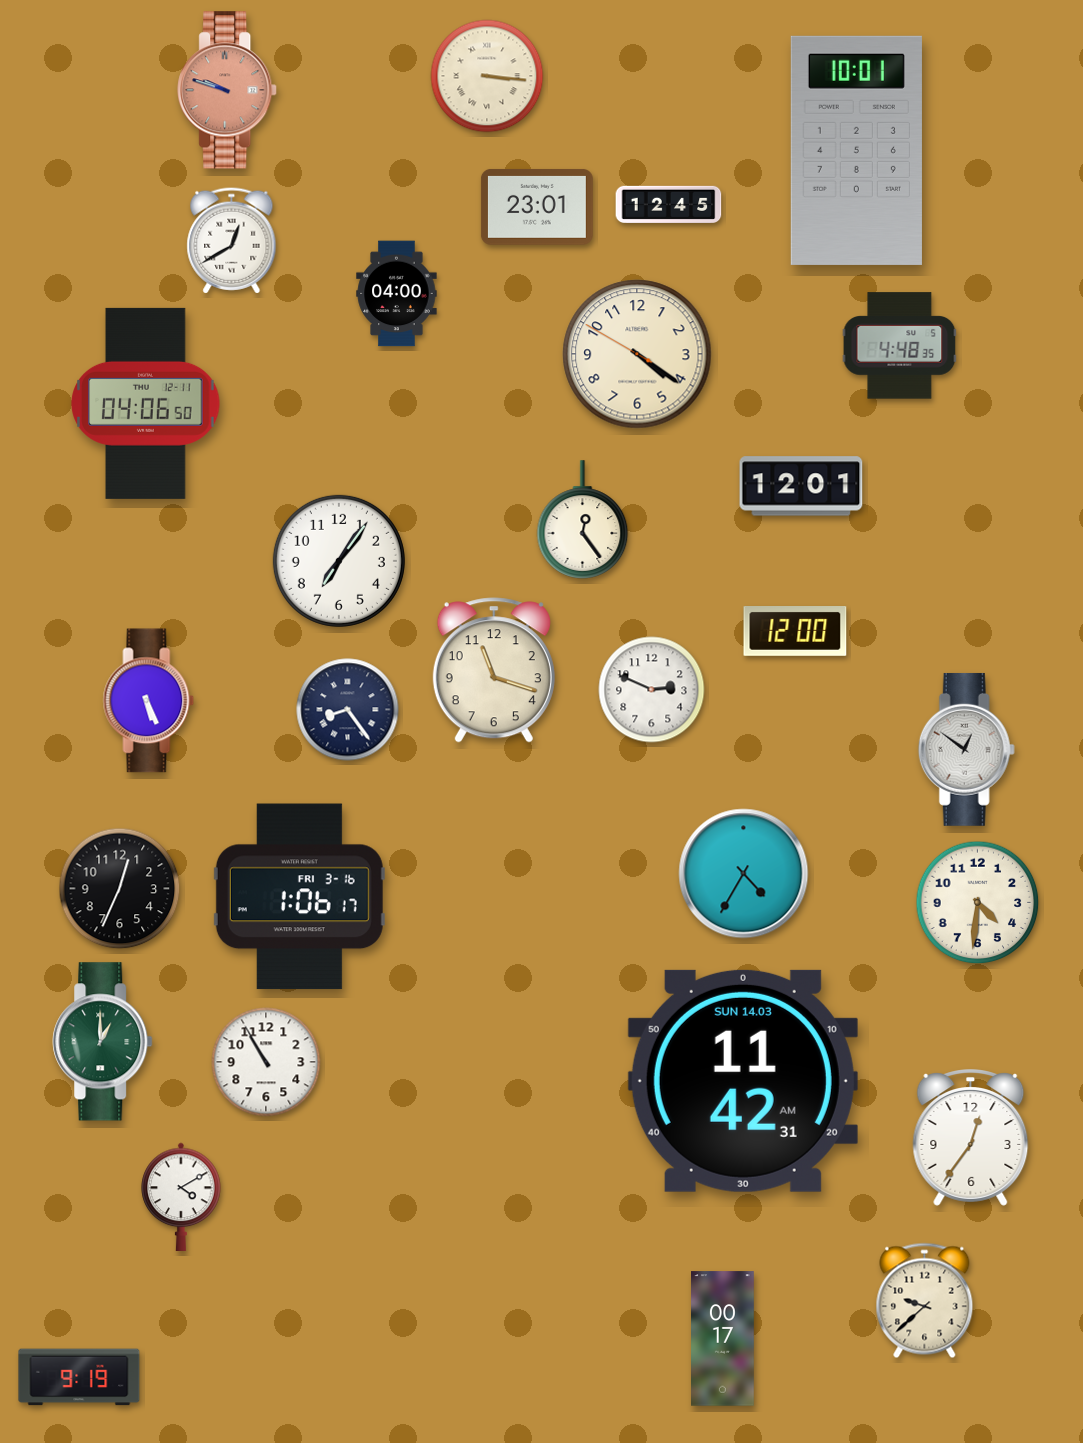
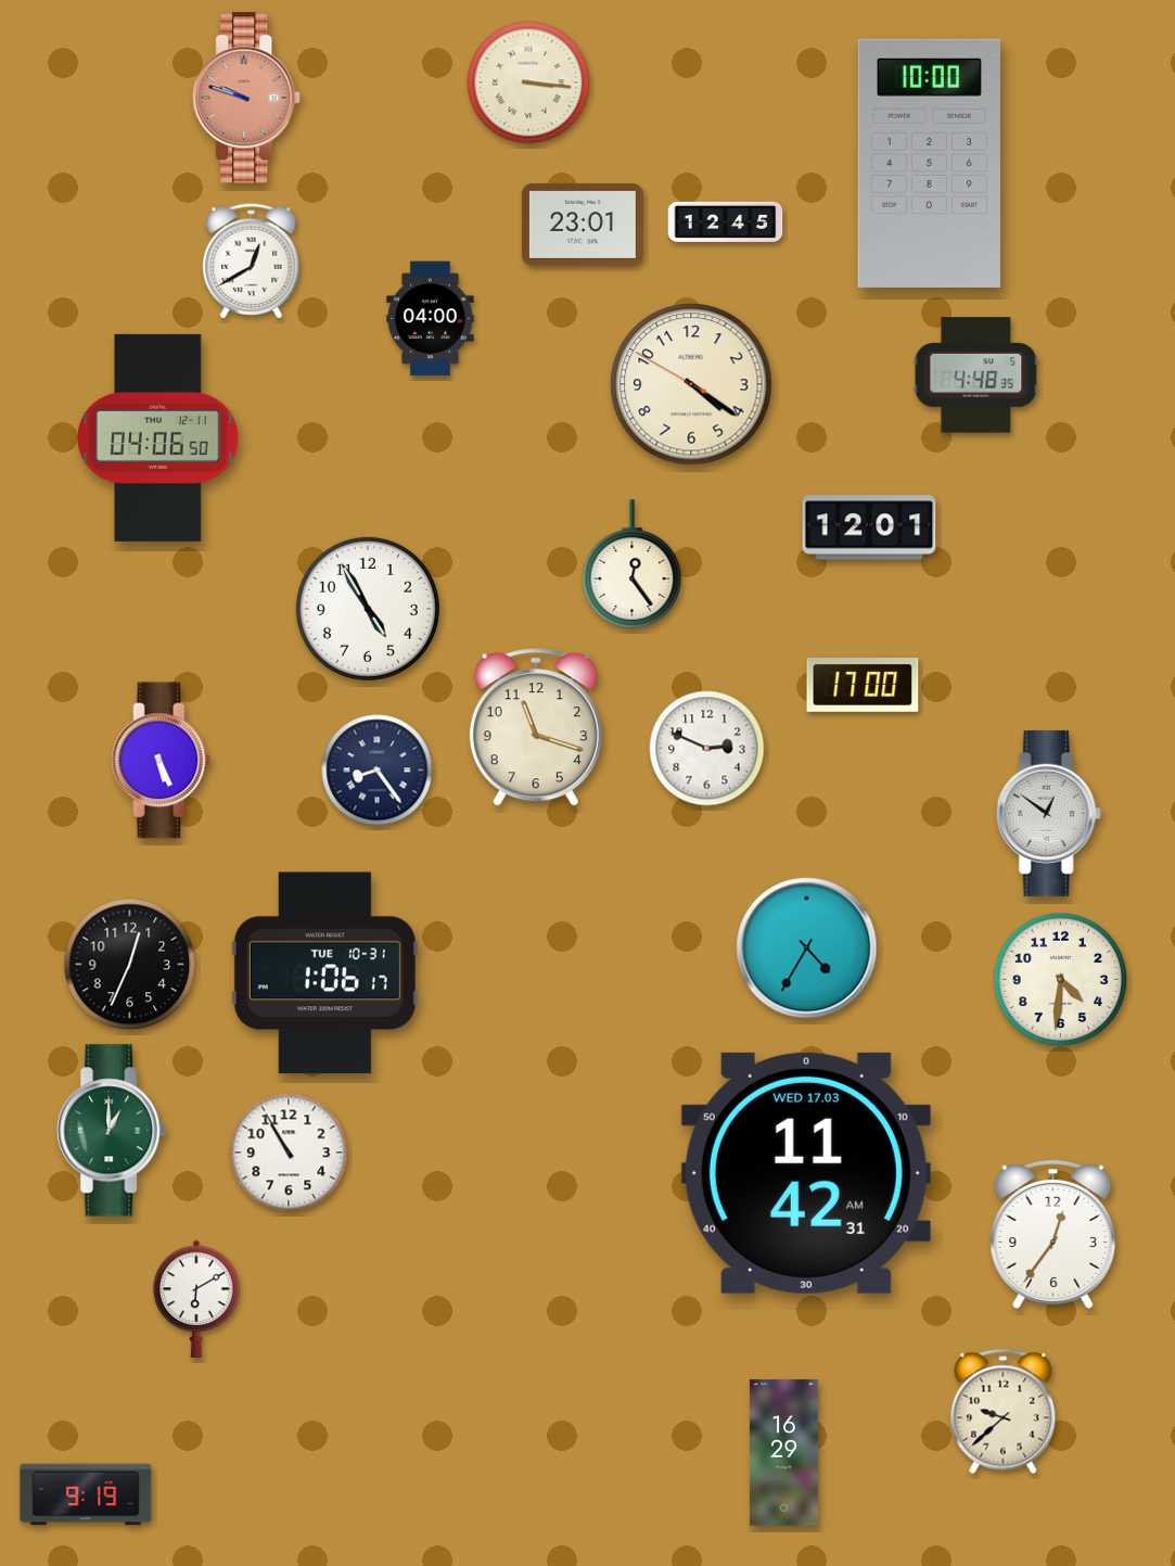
clock at (856, 150): 10:01 -> 10:00
clock at (339, 561): 7:06 -> 4:55
clock at (795, 632): 12:00 -> 17:00
clock at (299, 897) date: FRI 3-16 -> TUE 10-31
clock at (743, 1081) date: SUN 14.03 -> WED 17.03
clock at (181, 1196): 4:10 -> 6:10
clock at (723, 1339): 00:17 -> 16:29
